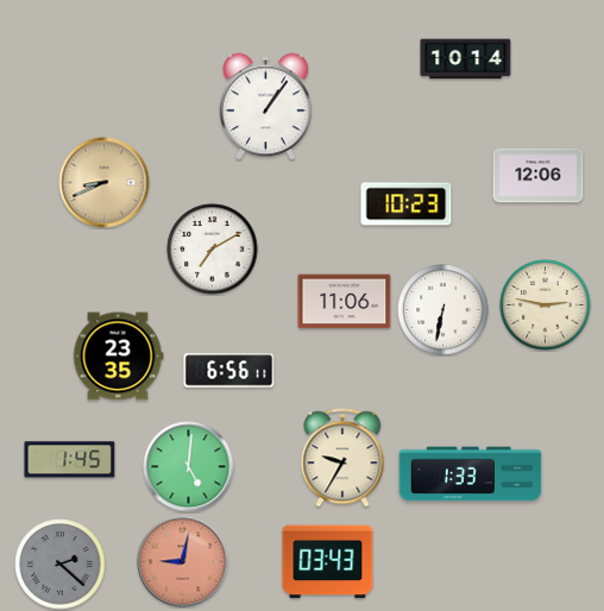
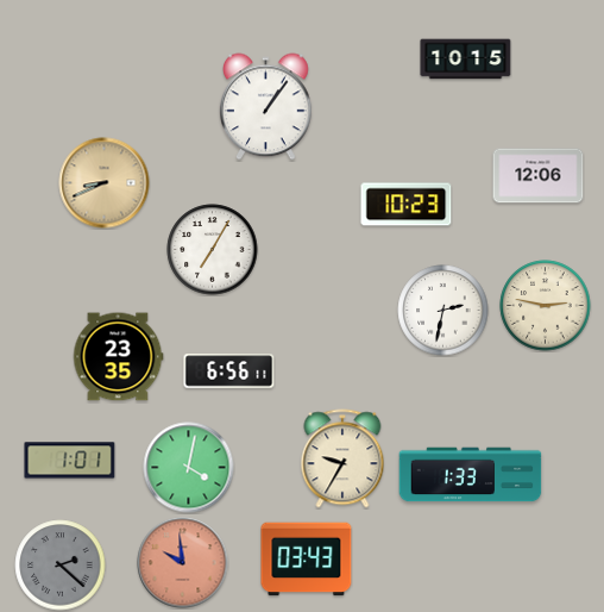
clock at (466, 59): 10:14 -> 10:15
clock at (213, 250): 7:10 -> 7:05
clock at (345, 302): 11:06 -> none
clock at (443, 310): 6:32 -> 2:32
clock at (70, 460): 1:45 -> 1:01
clock at (189, 467): 5:01 -> 4:02
clock at (183, 562): 9:02 -> 9:59
clock at (328, 562) position: (328, 562) -> (307, 560)
